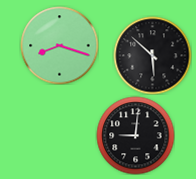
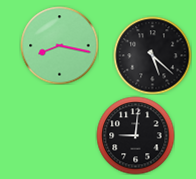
clock at (59, 45): 8:18 -> 8:17
clock at (152, 55): 5:52 -> 5:22
